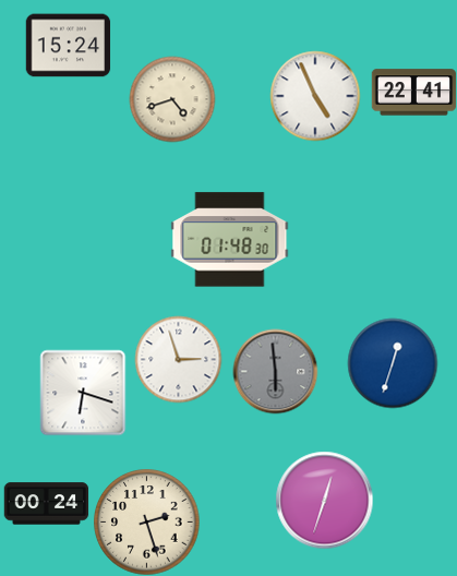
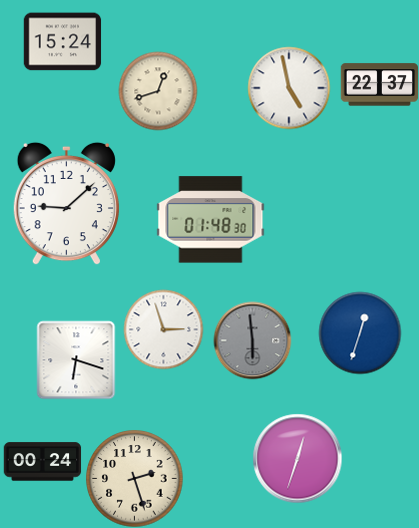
clock at (413, 93): 22:41 -> 22:37
clock at (315, 96): 4:56 -> 4:58
clock at (172, 99): 4:42 -> 12:42
clock at (66, 203): none -> 9:08
